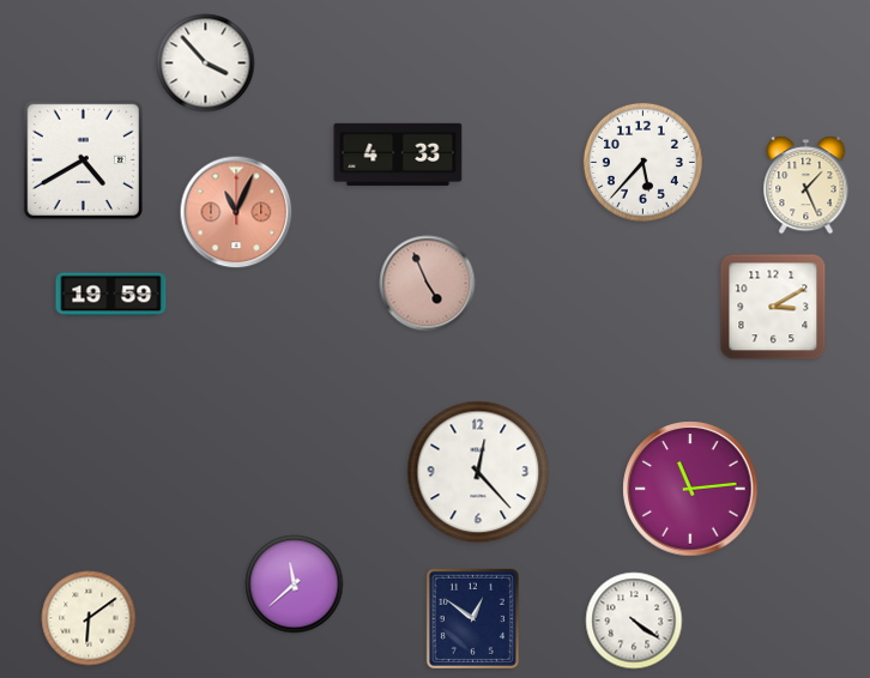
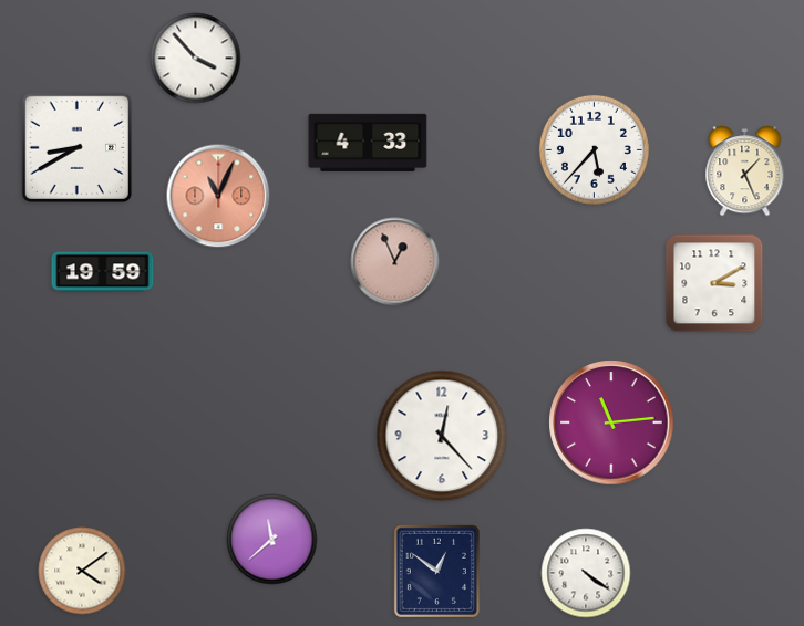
clock at (206, 63) position: (206, 63) -> (196, 59)
clock at (83, 159): 4:40 -> 8:40
clock at (428, 284): 4:56 -> 12:56
clock at (690, 489) position: (690, 489) -> (611, 422)
clock at (89, 618): 6:09 -> 4:09
